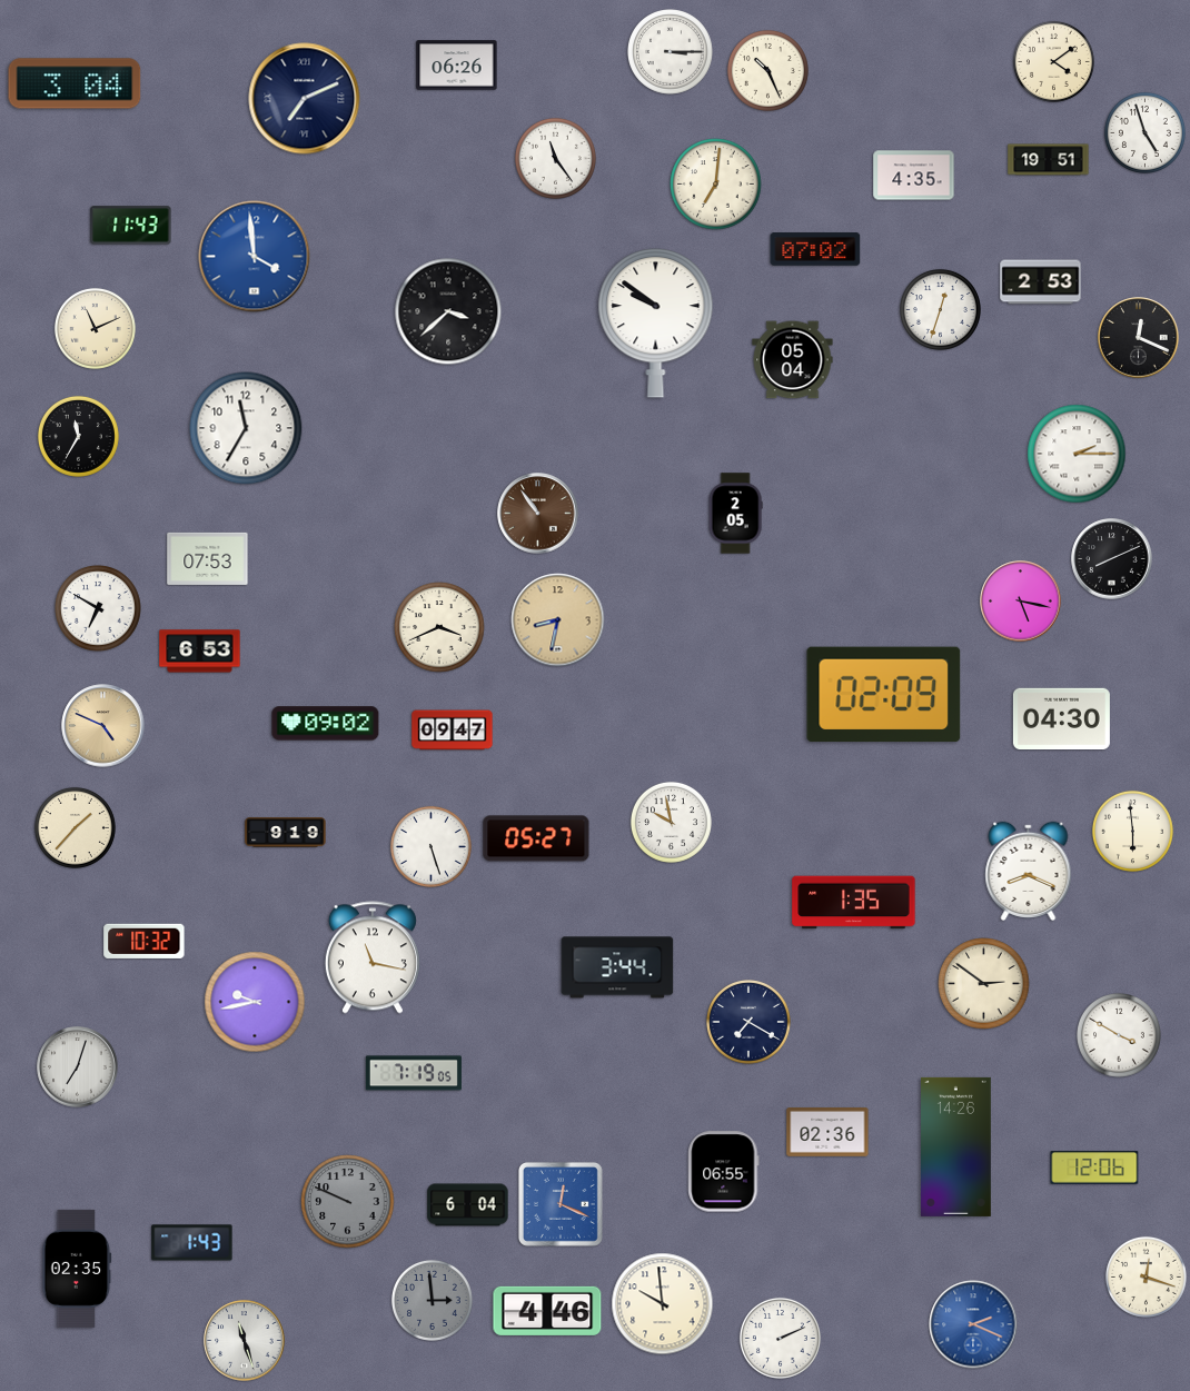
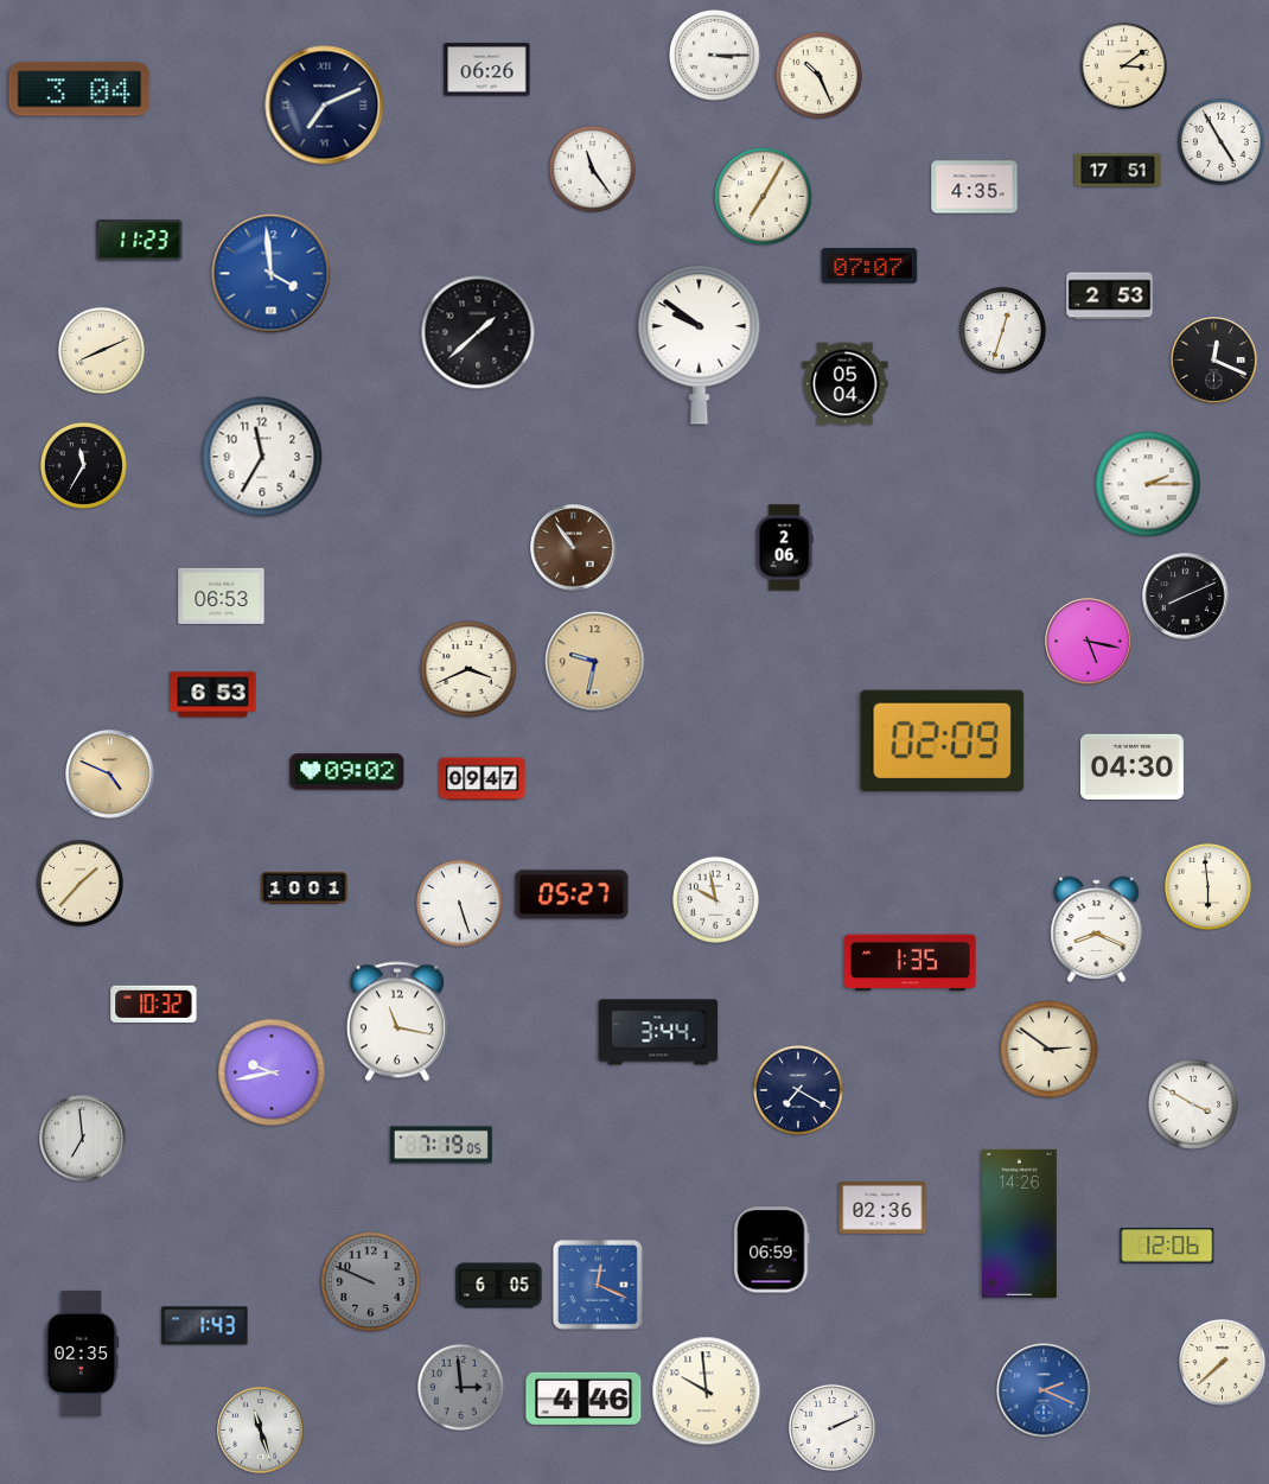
clock at (1053, 61): 4:09 -> 3:09
clock at (1144, 132): 4:57 -> 4:55
clock at (1049, 160): 19:51 -> 17:51
clock at (716, 185): 7:01 -> 7:05
clock at (131, 226): 11:43 -> 11:23
clock at (815, 249): 07:02 -> 07:07
clock at (1041, 282) position: (1041, 282) -> (1110, 297)
clock at (448, 311): 3:38 -> 1:38
clock at (95, 328): 11:11 -> 8:11
clock at (735, 514): 2:05 -> 2:06
clock at (208, 558): 07:53 -> 06:53
clock at (98, 608): 6:50 -> none
clock at (558, 620): 8:32 -> 9:32
clock at (671, 822) position: (671, 822) -> (715, 899)
clock at (286, 833): 9:19 -> 10:01
clock at (255, 1002) position: (255, 1002) -> (272, 1072)
clock at (78, 1067): 7:03 -> 6:59
clock at (724, 1172): 06:55 -> 06:59
clock at (468, 1205): 6:04 -> 6:05
clock at (1146, 1276): 12:18 -> 7:38
clock at (973, 1324) position: (973, 1324) -> (1044, 1390)
